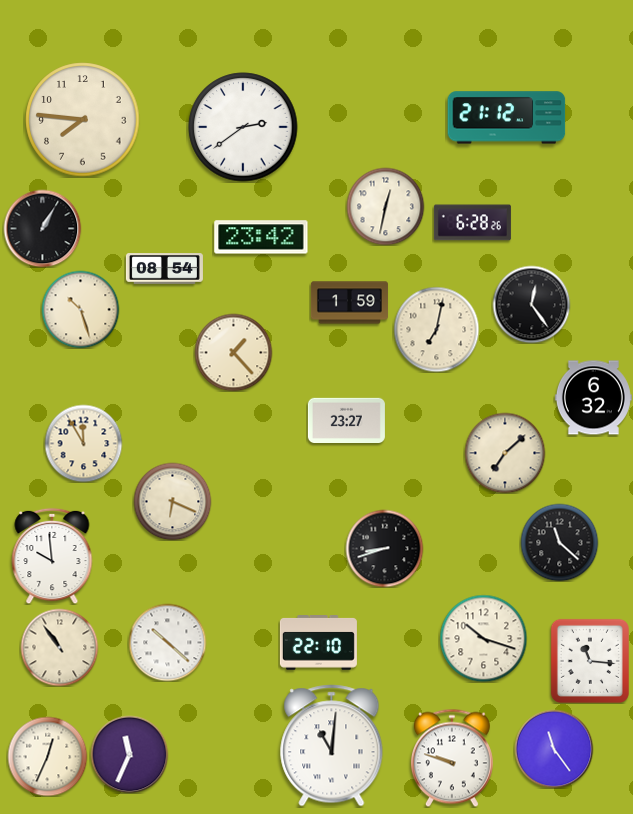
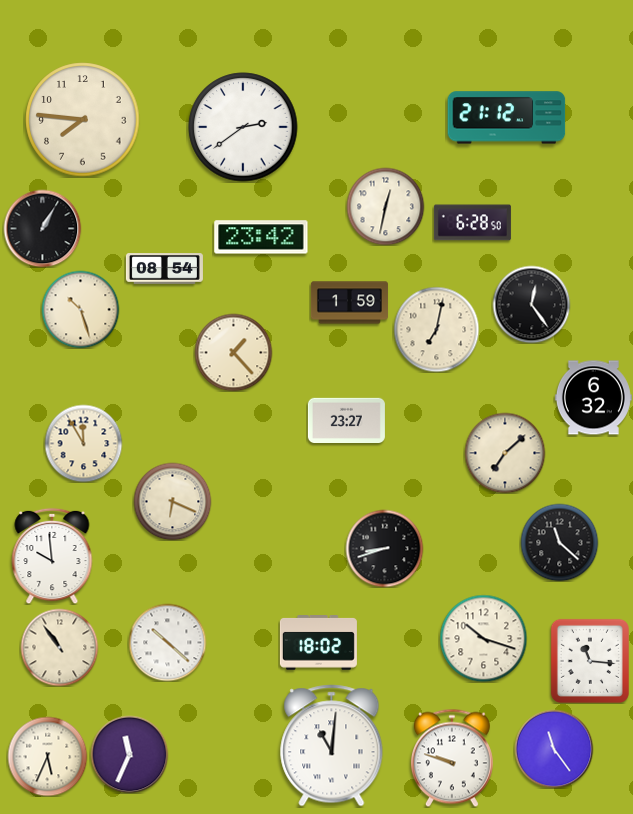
clock at (472, 223): 6:28:26 -> 6:28:50
clock at (318, 643): 22:10 -> 18:02
clock at (47, 756): 12:34 -> 5:34
